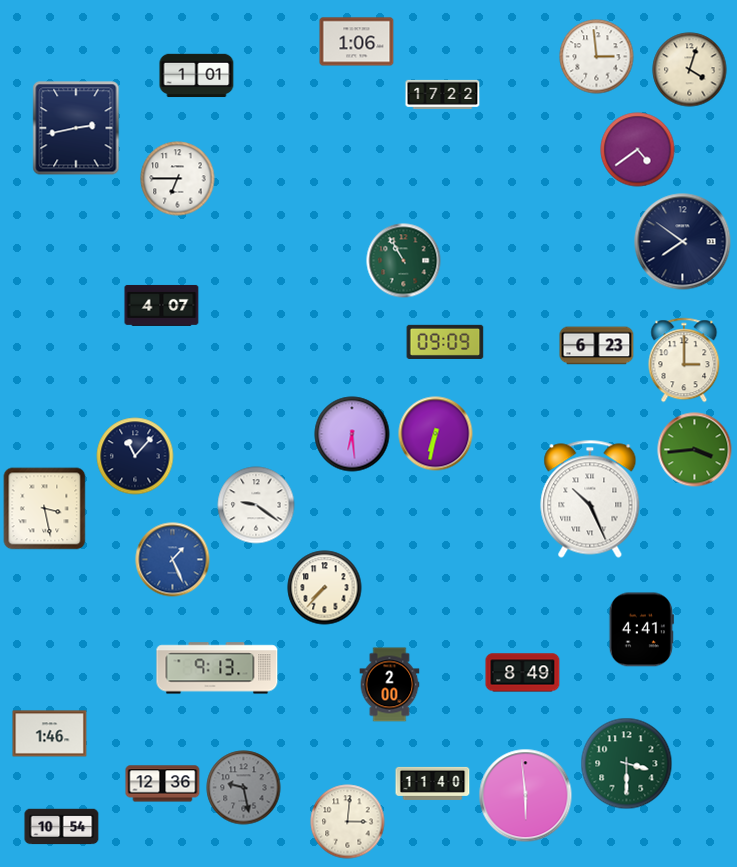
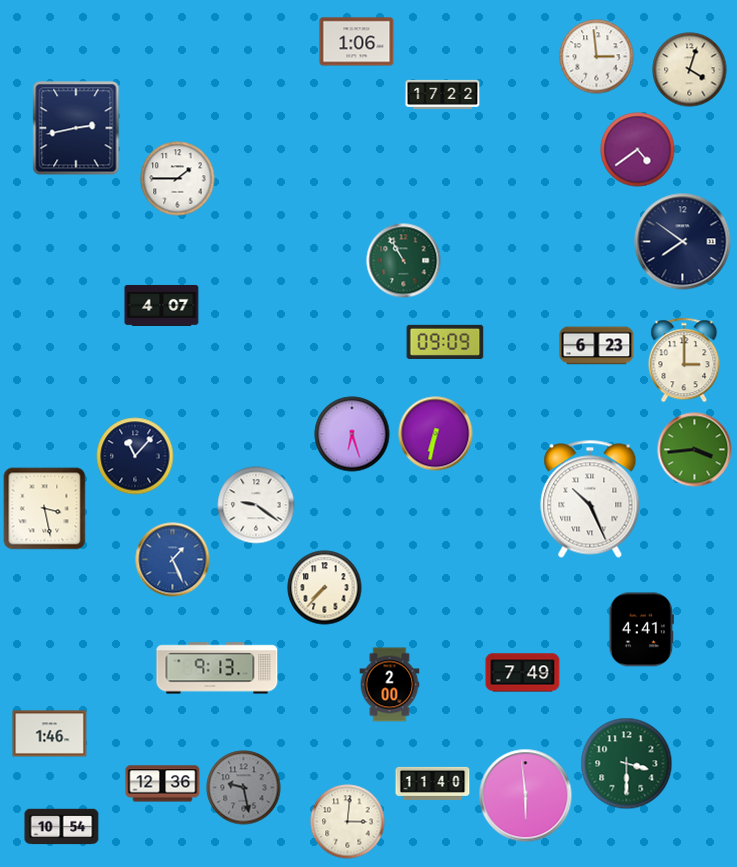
clock at (197, 76): 1:01 -> none
clock at (178, 179): 6:45 -> 1:45
clock at (352, 434): 6:29 -> 6:27
clock at (523, 673): 8:49 -> 7:49
